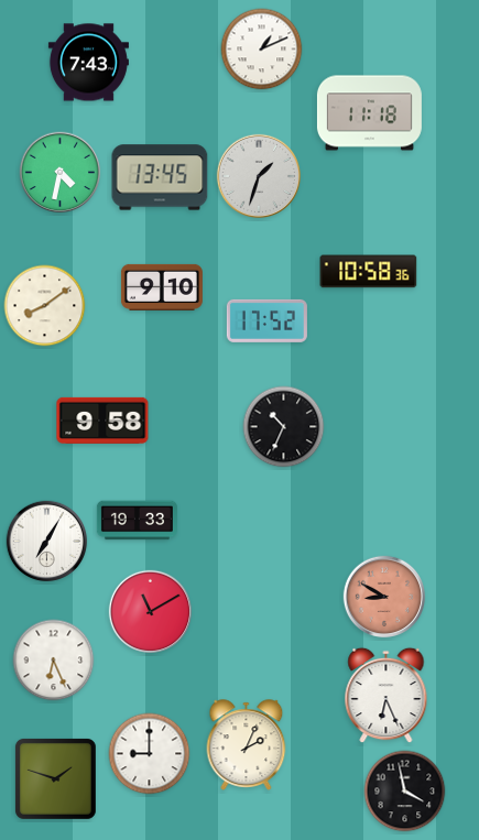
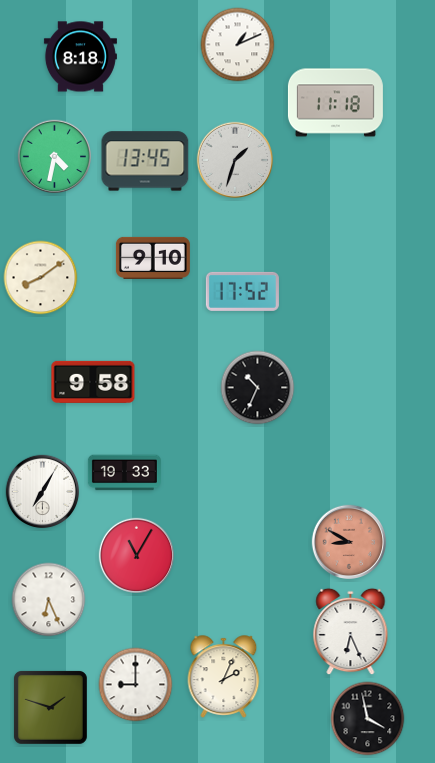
clock at (88, 63): 7:43 -> 8:18
clock at (369, 272): 10:58 -> none
clock at (162, 287) position: (162, 287) -> (153, 258)
clock at (150, 611): 11:10 -> 11:05
